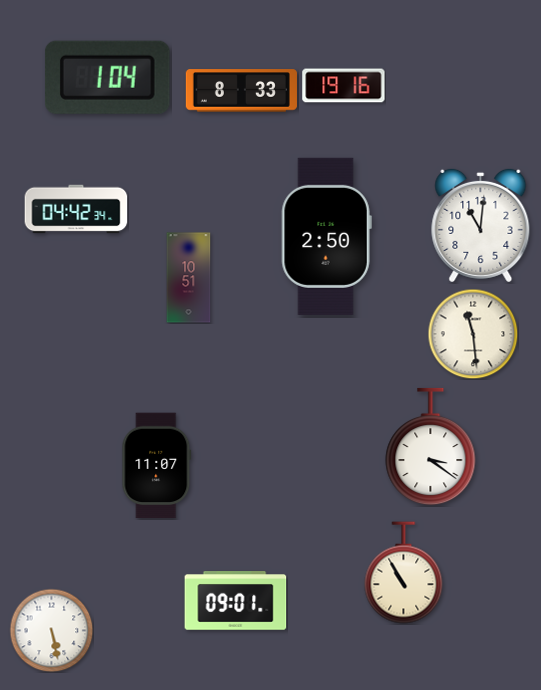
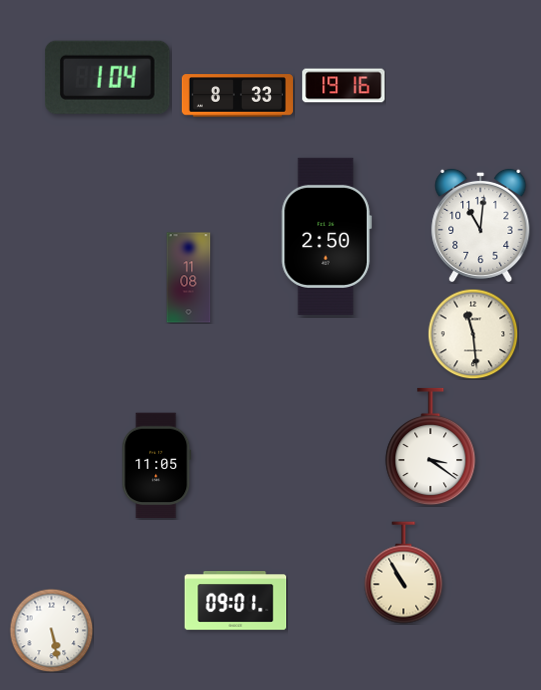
clock at (241, 91) position: (241, 91) -> (237, 96)
clock at (76, 209): 04:42 -> none
clock at (189, 278): 10:51 -> 11:08
clock at (157, 466): 11:07 -> 11:05
